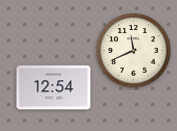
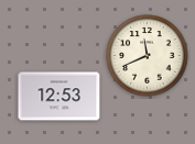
clock at (54, 88): 12:54 -> 12:53
